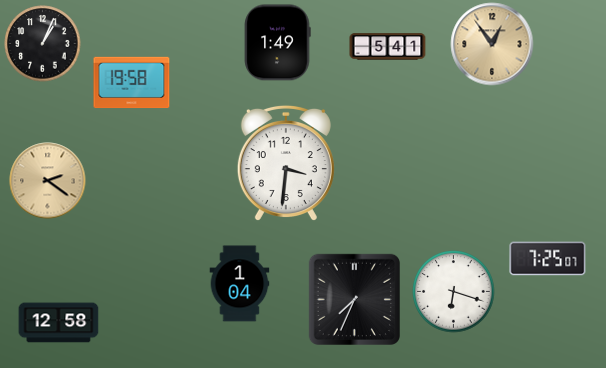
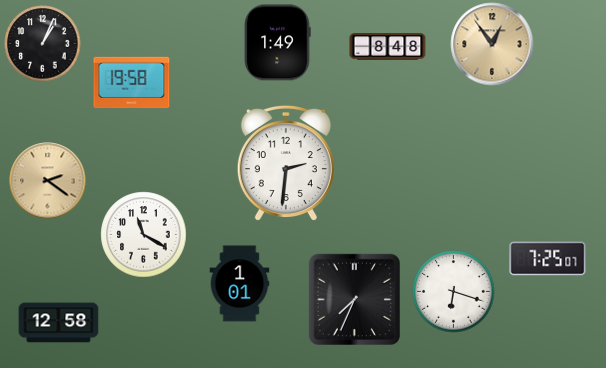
clock at (388, 47): 5:41 -> 8:48
clock at (286, 163): 3:31 -> 2:31
clock at (144, 235): none -> 11:20
clock at (240, 284): 1:04 -> 1:01
